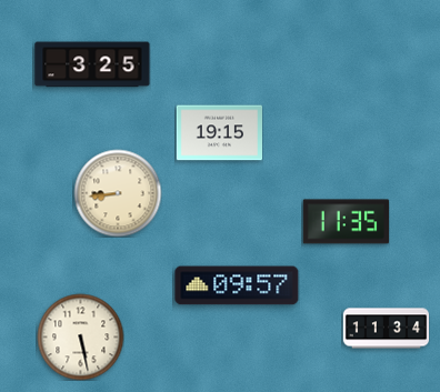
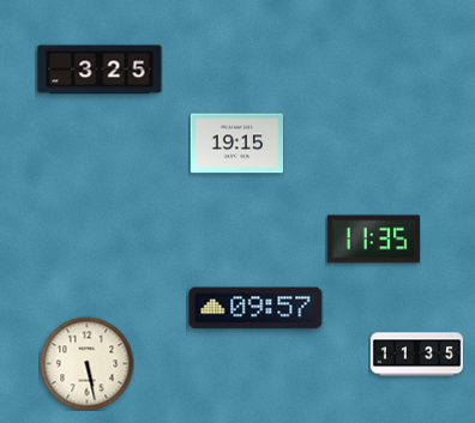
clock at (118, 193): 8:44 -> none
clock at (386, 329): 11:34 -> 11:35
